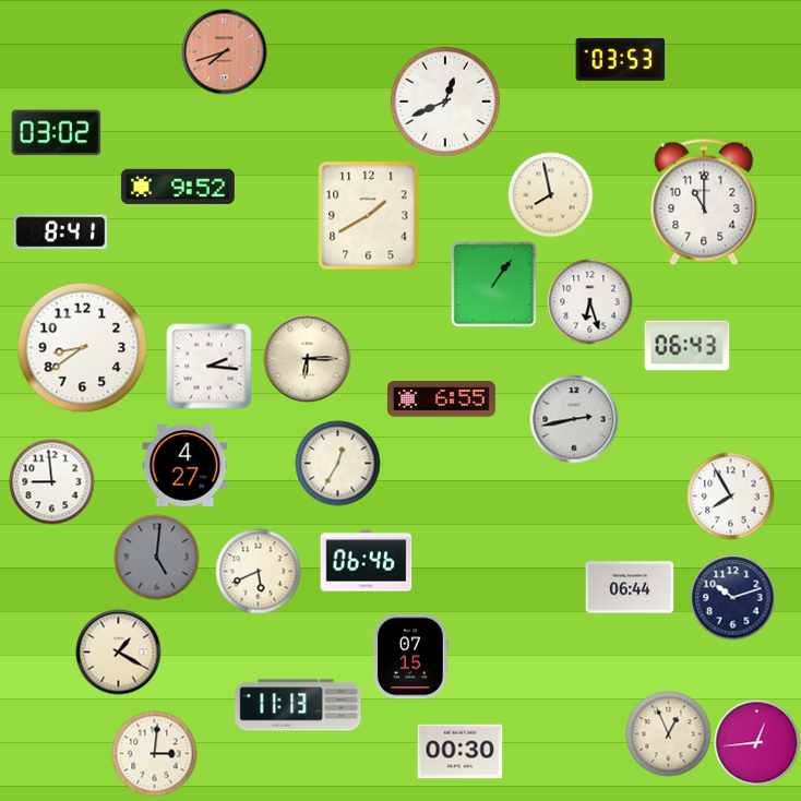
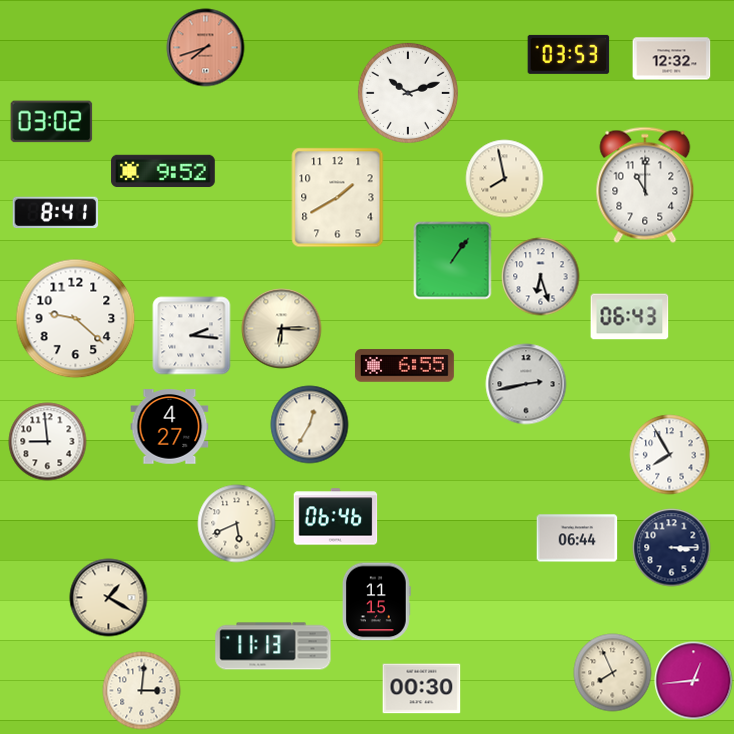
clock at (671, 59): none -> 12:32
clock at (445, 101): 12:41 -> 10:12
clock at (82, 347): 8:39 -> 9:22
clock at (156, 557): 5:01 -> none
clock at (366, 561) position: (366, 561) -> (335, 517)
clock at (732, 597): 10:12 -> 3:15
clock at (410, 656): 07:15 -> 11:15
clock at (668, 733): 12:56 -> 7:56
